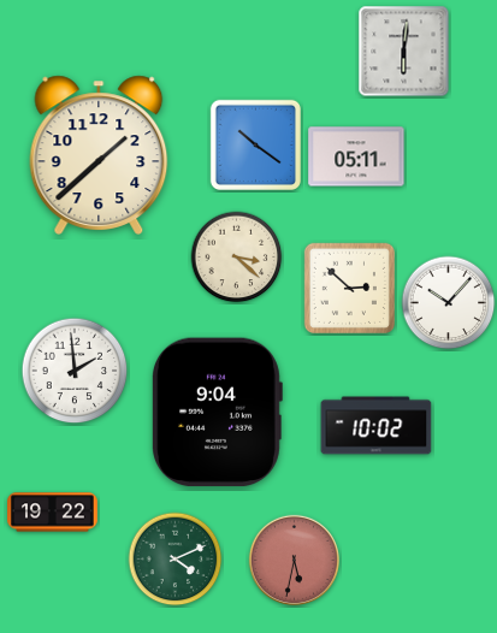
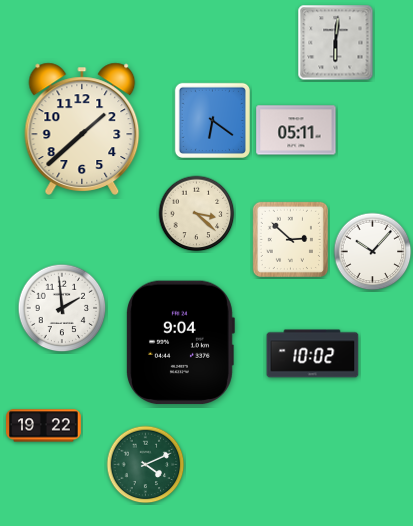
clock at (255, 144): 10:21 -> 6:21
clock at (294, 560): 5:32 -> none
